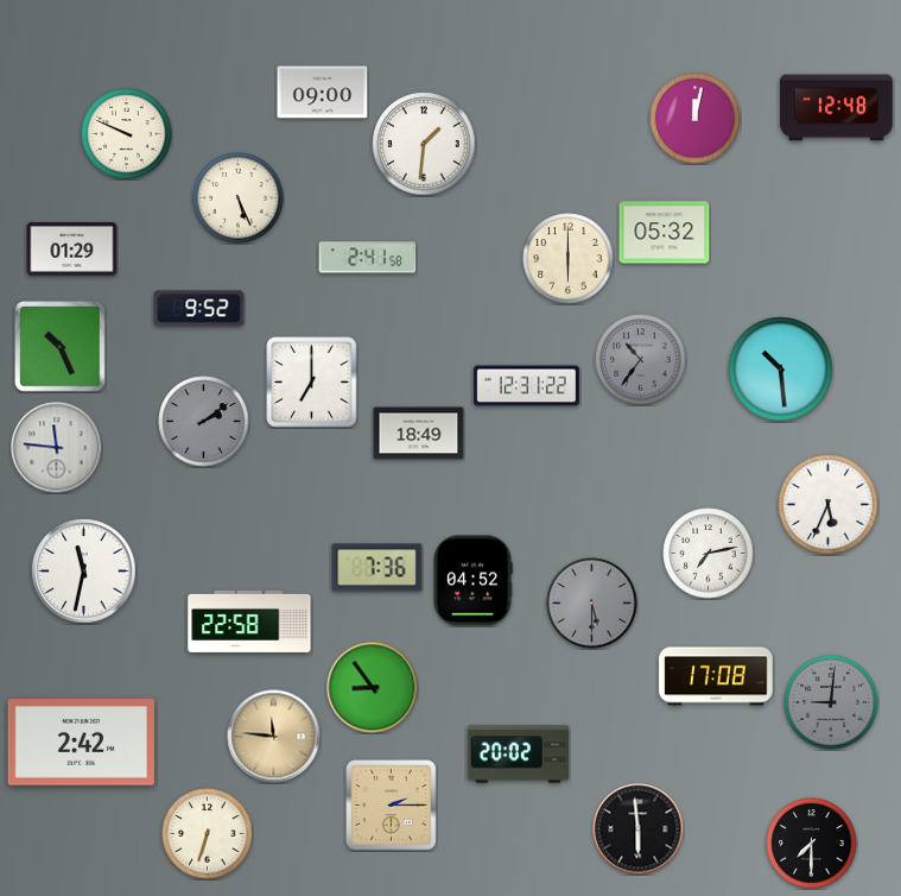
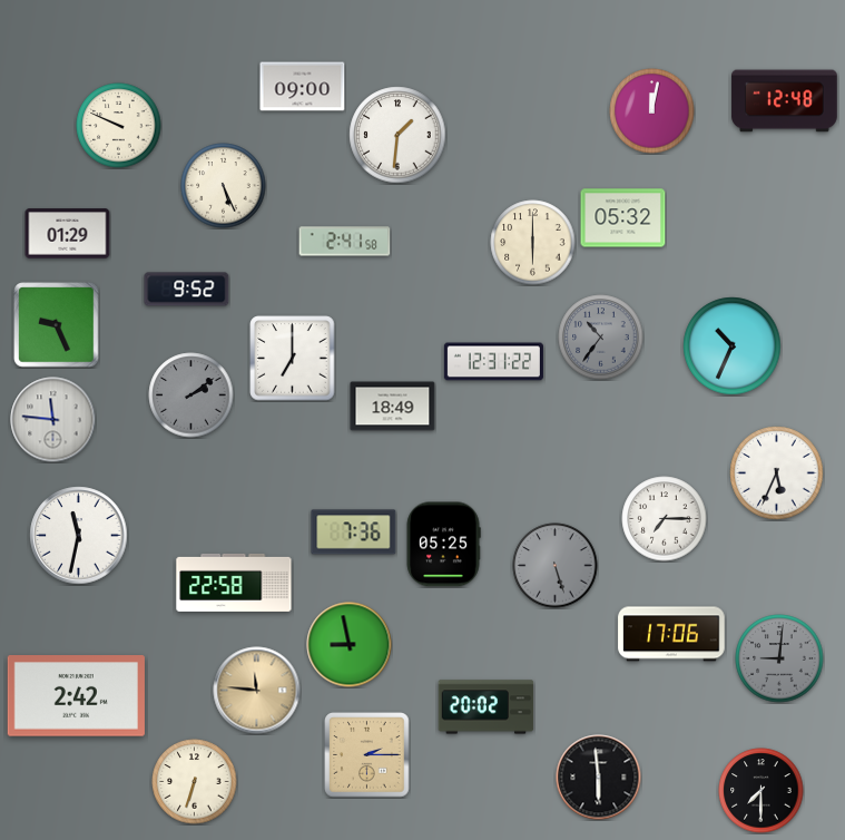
clock at (61, 347): 10:26 -> 9:26
clock at (781, 370): 10:29 -> 10:34
clock at (709, 554): 7:13 -> 7:15
clock at (472, 581): 04:52 -> 05:25
clock at (592, 604): 5:30 -> 5:27
clock at (716, 676): 17:08 -> 17:06
clock at (373, 688): 8:54 -> 8:58
